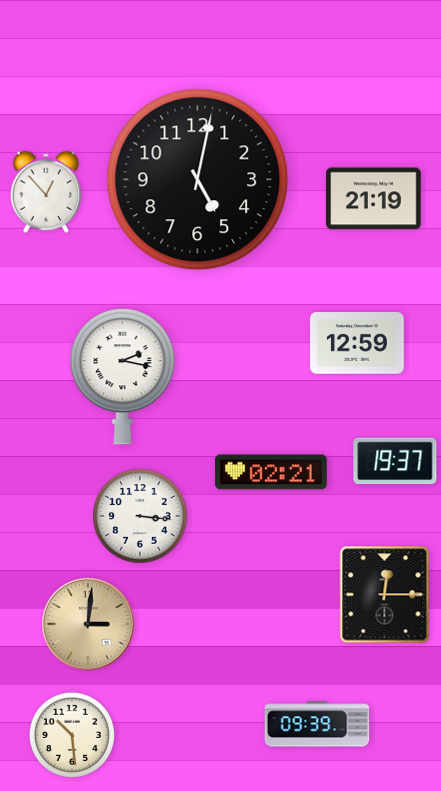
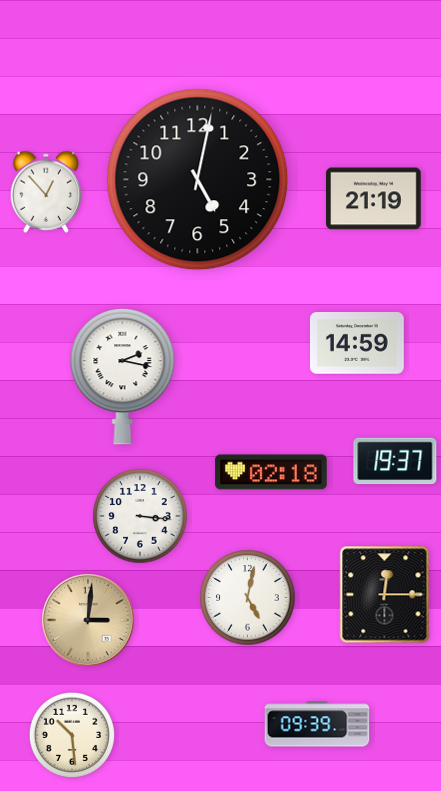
clock at (357, 344): 12:59 -> 14:59
clock at (271, 472): 02:21 -> 02:18
clock at (248, 598): none -> 5:02
clock at (89, 625) position: (89, 625) -> (89, 621)
